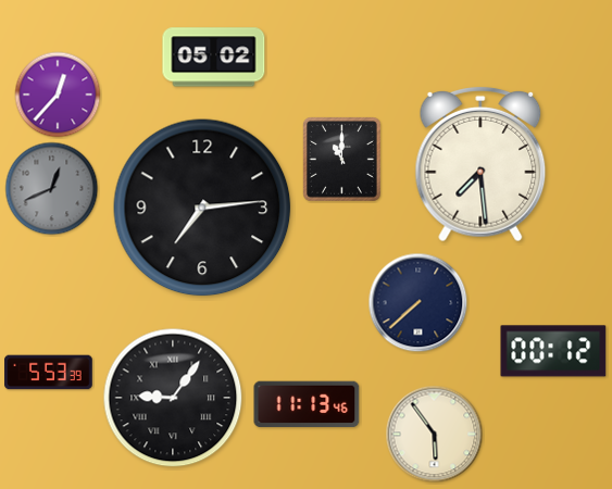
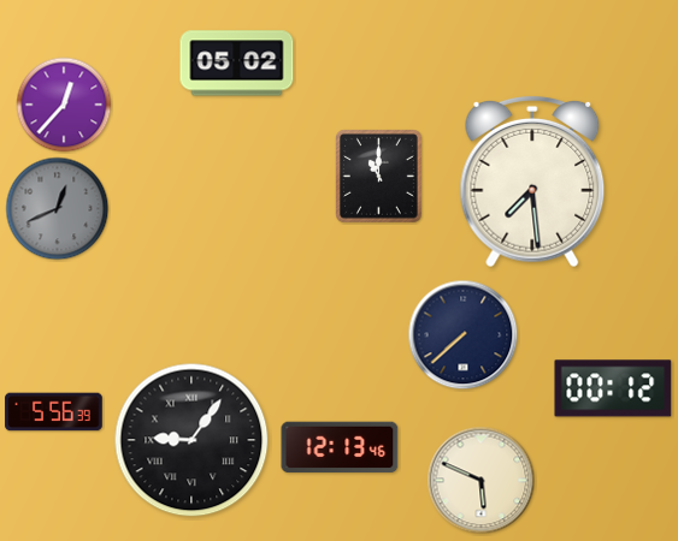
clock at (202, 208): 7:14 -> none
clock at (49, 373): 5:53 -> 5:56
clock at (307, 404): 11:13 -> 12:13
clock at (435, 435): 5:54 -> 5:49
